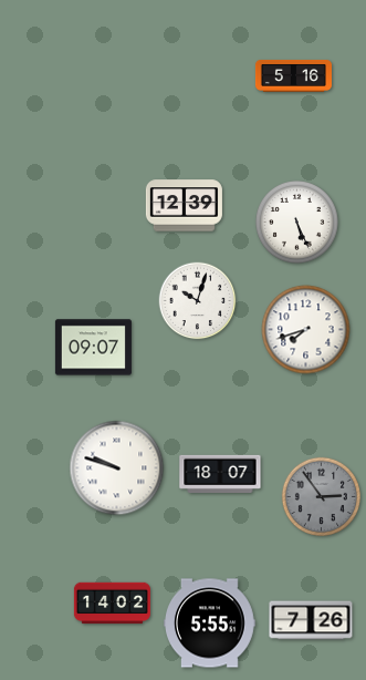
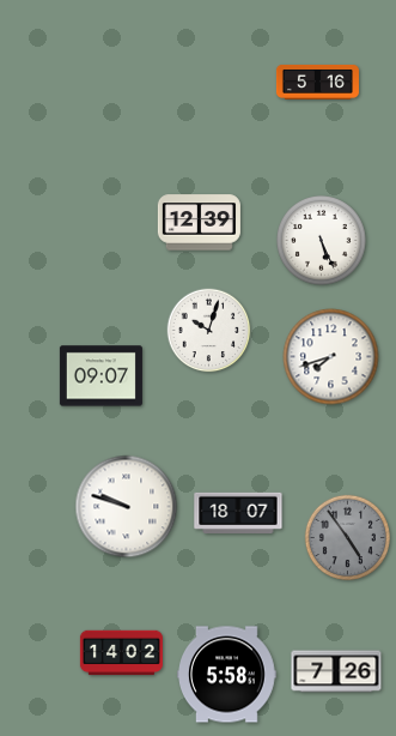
clock at (198, 301) position: (198, 301) -> (209, 331)
clock at (321, 496): 2:54 -> 4:54
clock at (210, 624): 5:55 -> 5:58
